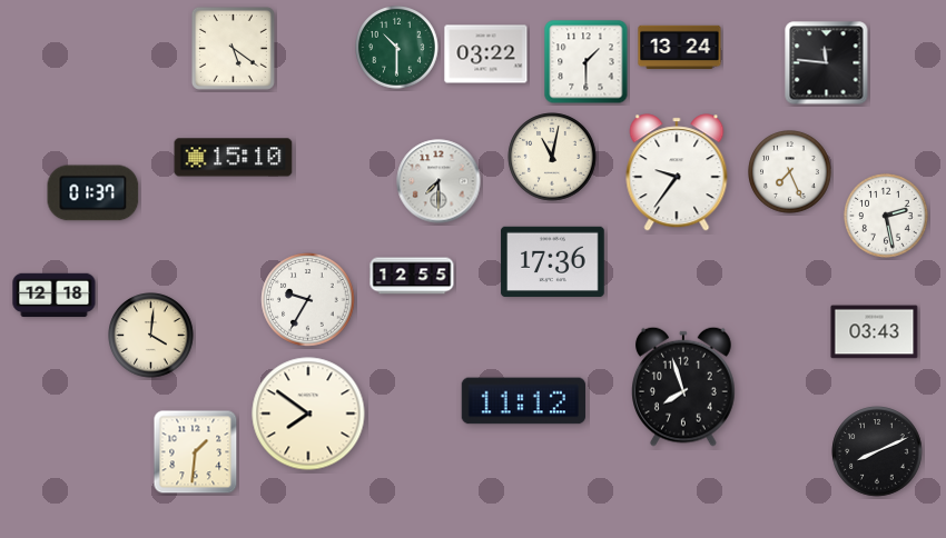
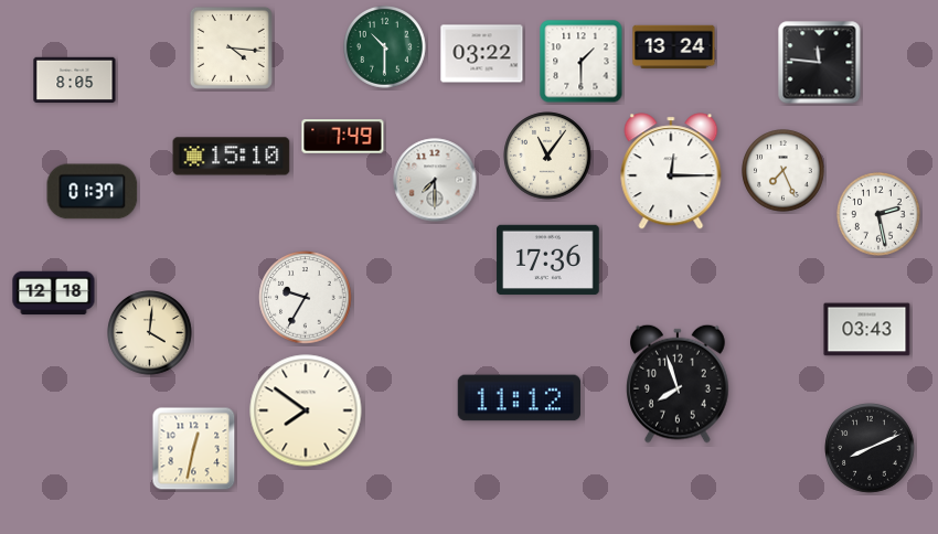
clock at (233, 48): 5:21 -> 4:16
clock at (397, 48) position: (397, 48) -> (385, 47)
clock at (75, 81): none -> 8:05
clock at (343, 137): none -> 7:49
clock at (552, 157): 11:02 -> 11:06
clock at (677, 172): 9:36 -> 12:15
clock at (412, 276): 12:55 -> none
clock at (196, 452): 1:31 -> 12:32
